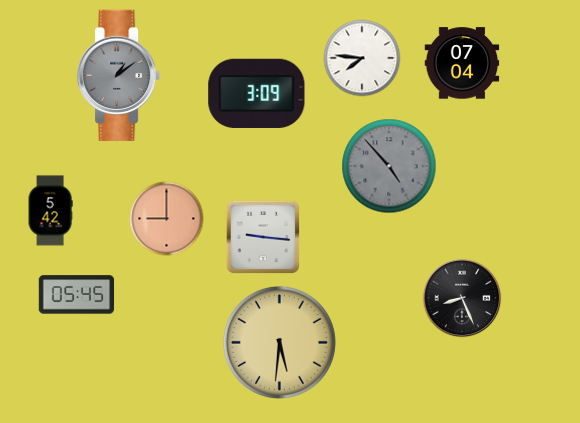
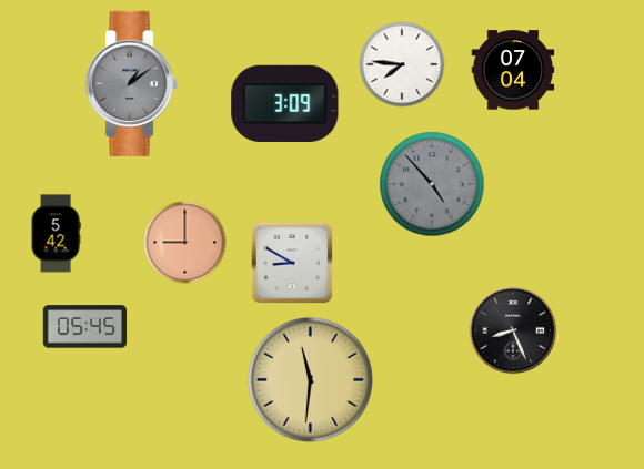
clock at (263, 237): 9:16 -> 8:50
clock at (279, 342): 5:31 -> 11:31
